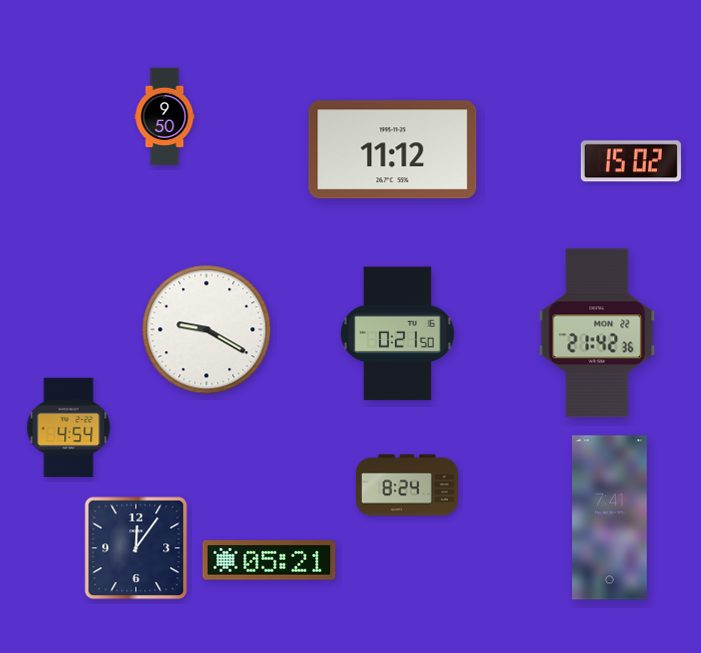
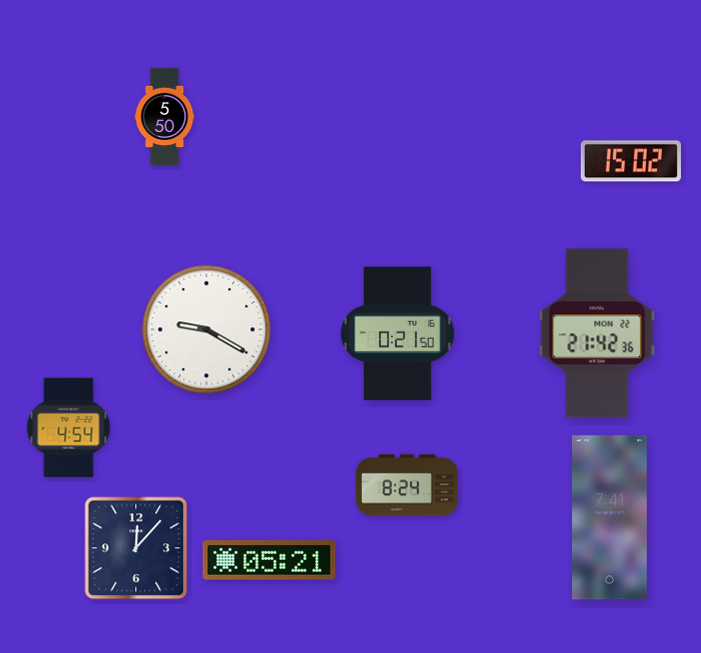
clock at (165, 117): 9:50 -> 5:50
clock at (393, 150): 11:12 -> none
clock at (136, 548): 12:06 -> 12:07
